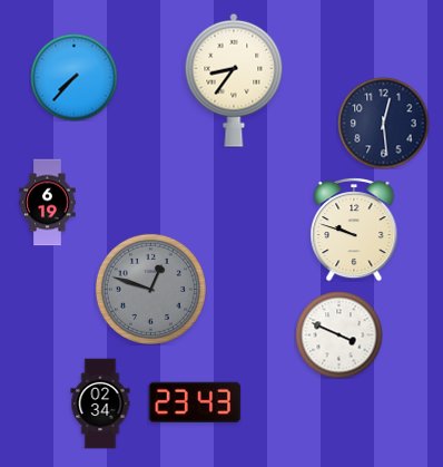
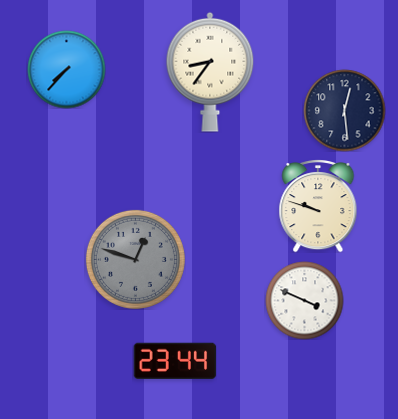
clock at (48, 202): 6:19 -> none
clock at (195, 401): 23:43 -> 23:44
clock at (100, 403): 02:34 -> none
